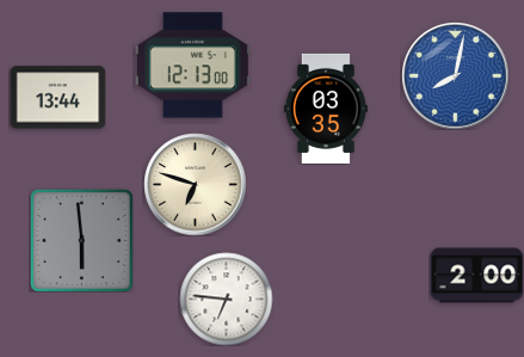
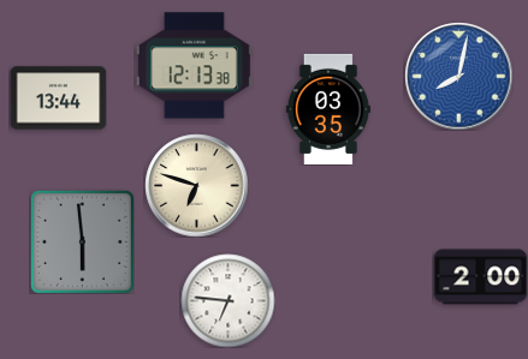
clock at (192, 66): 12:13:00 -> 12:13:38
